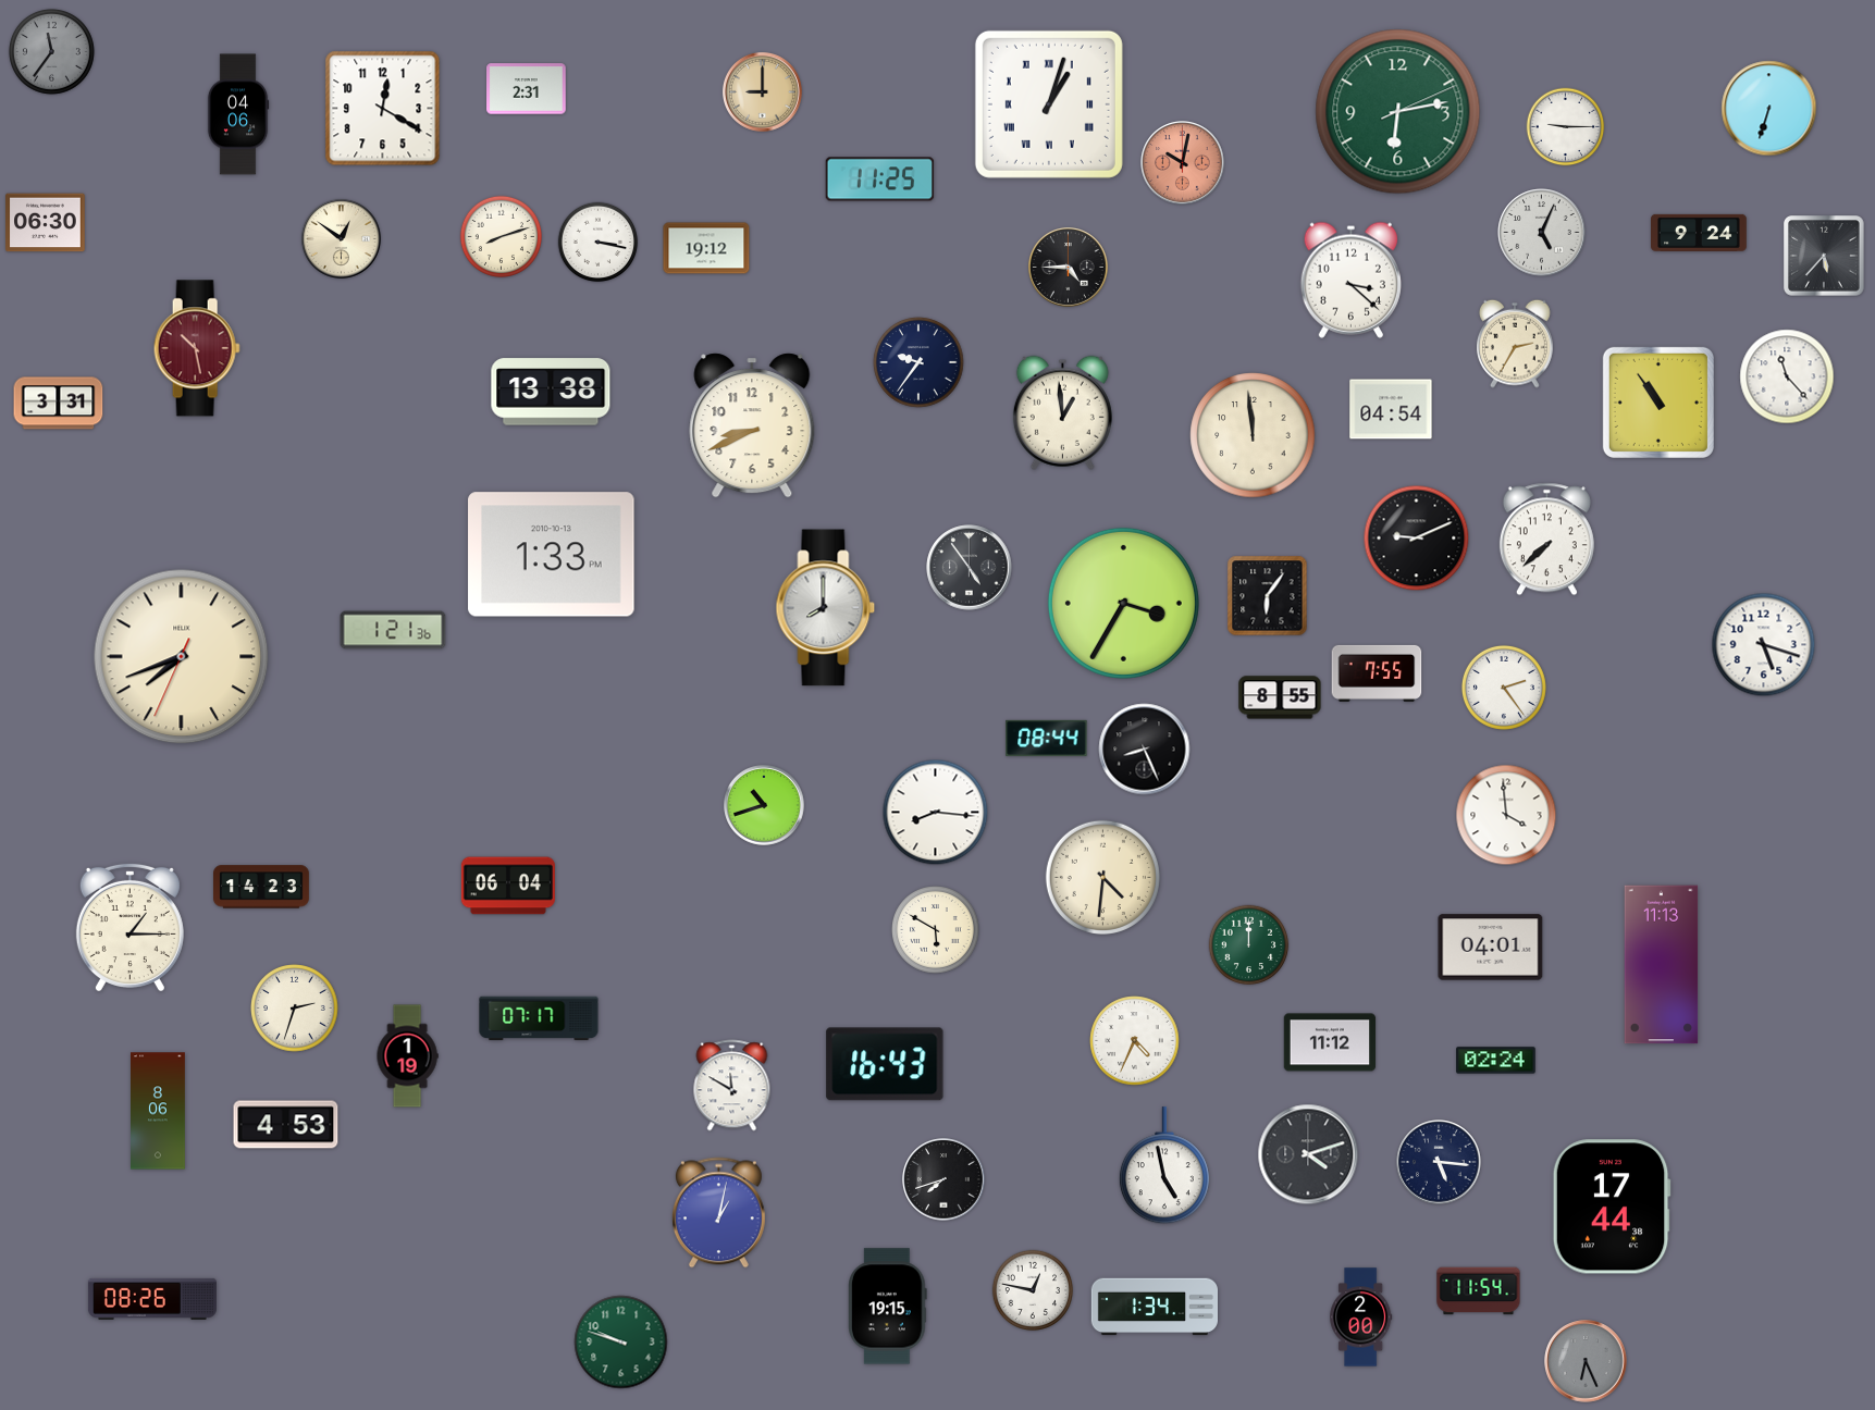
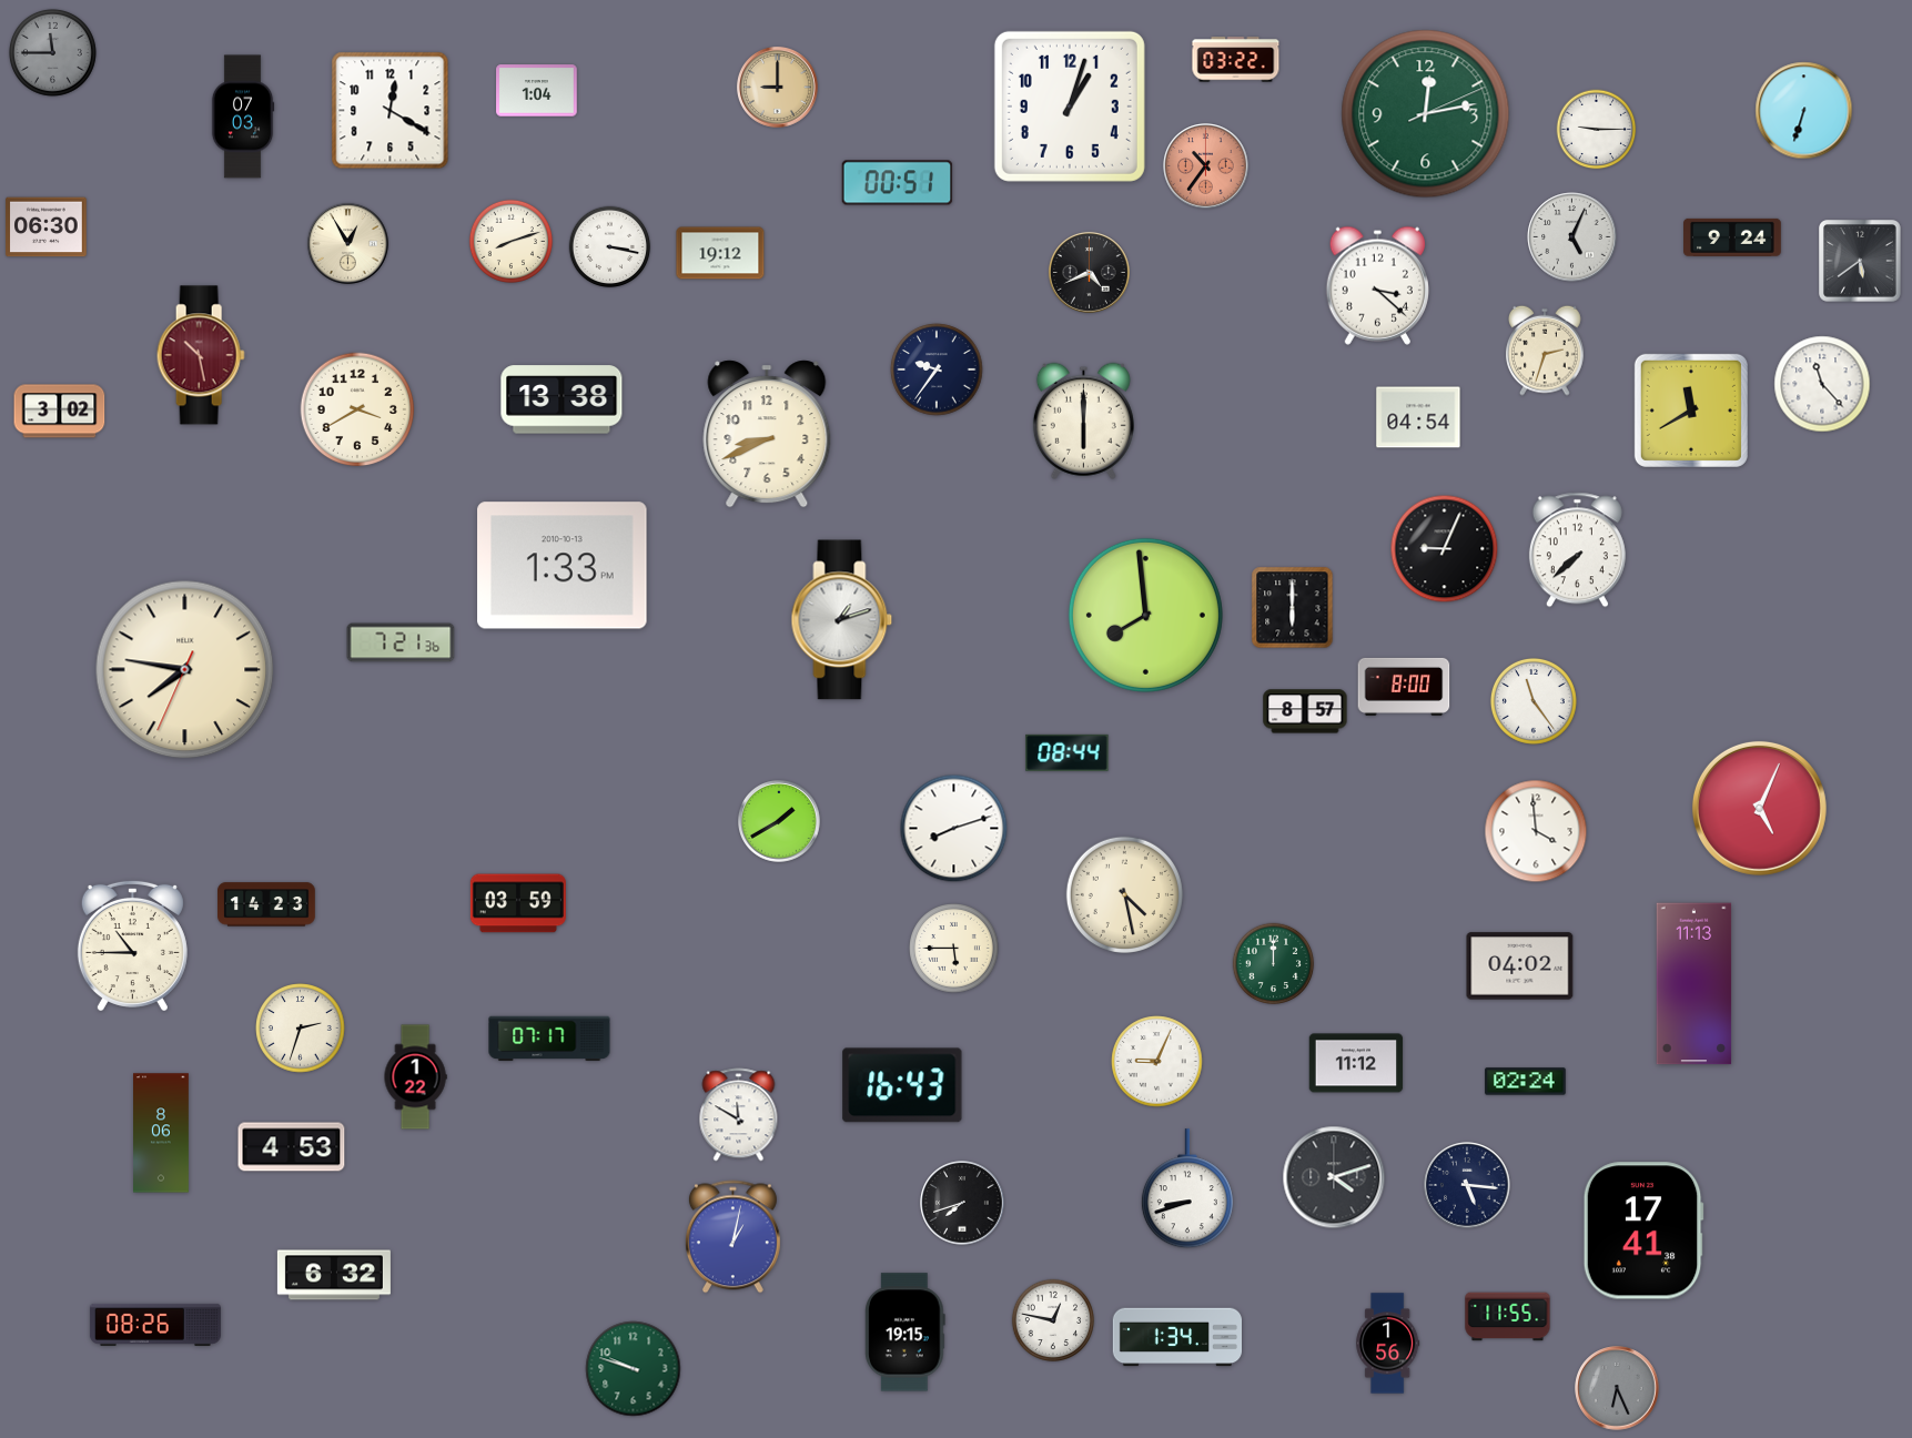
clock at (51, 51): 11:36 -> 11:45
clock at (1236, 60): none -> 03:22
clock at (527, 89): 2:31 -> 1:04
clock at (762, 91) position: (762, 91) -> (777, 87)
clock at (1049, 104) numerals: Roman -> Arabic
clock at (1398, 112): 6:13 -> 12:13
clock at (238, 114): 04:06 -> 07:03
clock at (1183, 163): 10:02 -> 10:36
clock at (880, 180): 11:25 -> 00:51
clock at (341, 238): 12:51 -> 12:55
clock at (1825, 257): 5:37 -> 5:39
clock at (1068, 267): 4:45 -> 4:41
clock at (1516, 344): 2:35 -> 2:33
clock at (357, 409): none -> 3:40
clock at (1658, 403): 10:54 -> 11:40
clock at (59, 404): 3:31 -> 3:02
clock at (1062, 412): 12:59 -> 6:00
clock at (1253, 435): 11:59 -> none
clock at (1417, 539): 9:11 -> 9:04
clock at (970, 568): 4:54 -> none
clock at (1268, 596): 6:06 -> 6:00
clock at (1123, 603): 3:35 -> 7:59
clock at (826, 608): 8:00 -> 1:12
clock at (393, 630): 1:21 -> 7:21
clock at (1764, 645): 5:18 -> none
clock at (182, 657): 7:41 -> 7:46
clock at (1377, 673): 7:55 -> 8:00
clock at (1504, 688): 2:24 -> 11:24
clock at (1280, 697): 8:55 -> 8:57
clock at (1145, 750): 8:26 -> none
clock at (1759, 808): none -> 5:04
clock at (765, 806): 10:42 -> 1:40
clock at (936, 813): 8:16 -> 8:12
clock at (1102, 877): 4:31 -> 4:28
clock at (508, 886): 06:04 -> 03:59
clock at (129, 926): 1:15 -> 10:45
clock at (936, 930): 5:50 -> 5:45
clock at (1491, 948): 04:01 -> 04:02
clock at (1135, 1041): 4:34 -> 9:04
clock at (407, 1056): 1:19 -> 1:22
clock at (732, 1086) position: (732, 1086) -> (739, 1115)
clock at (1164, 1166): 4:58 -> 8:42
clock at (1612, 1207): 17:44 -> 17:41
clock at (334, 1275): none -> 6:32
clock at (1033, 1290) position: (1033, 1290) -> (1053, 1320)
clock at (1479, 1291): 11:54 -> 11:55
clock at (1154, 1307) position: (1154, 1307) -> (1176, 1337)
clock at (1361, 1318): 2:00 -> 1:56
